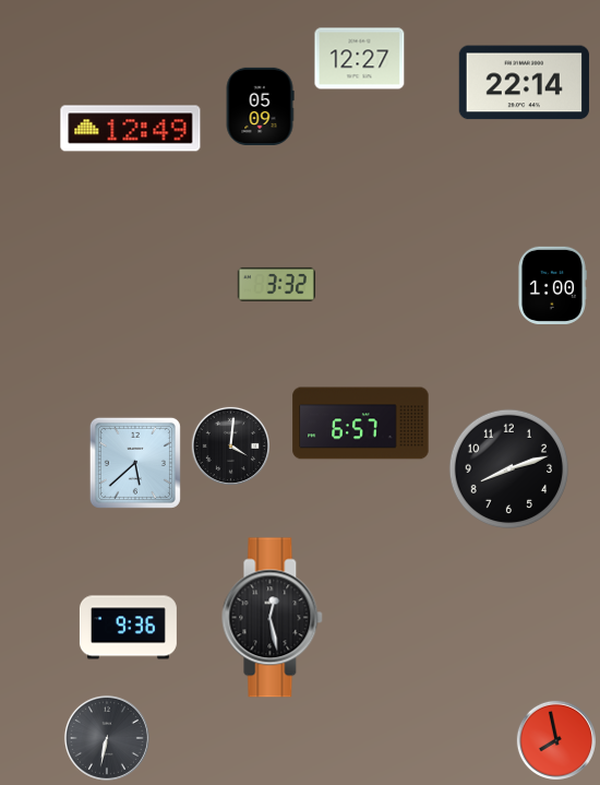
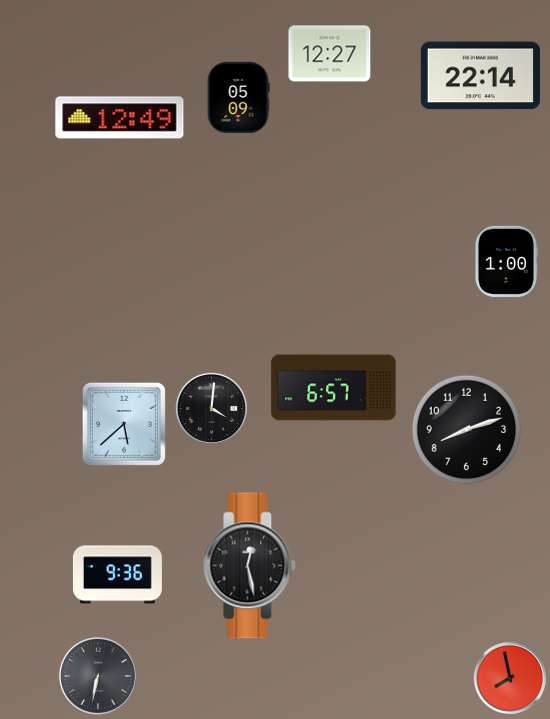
clock at (276, 284): 3:32 -> none
clock at (361, 424) position: (361, 424) -> (334, 388)
